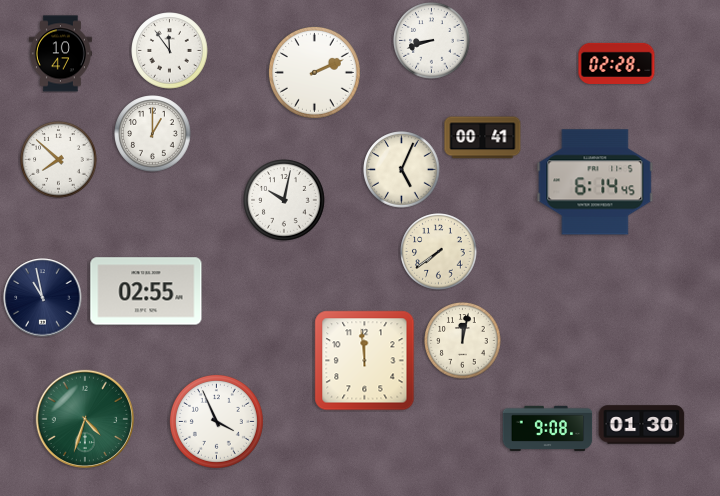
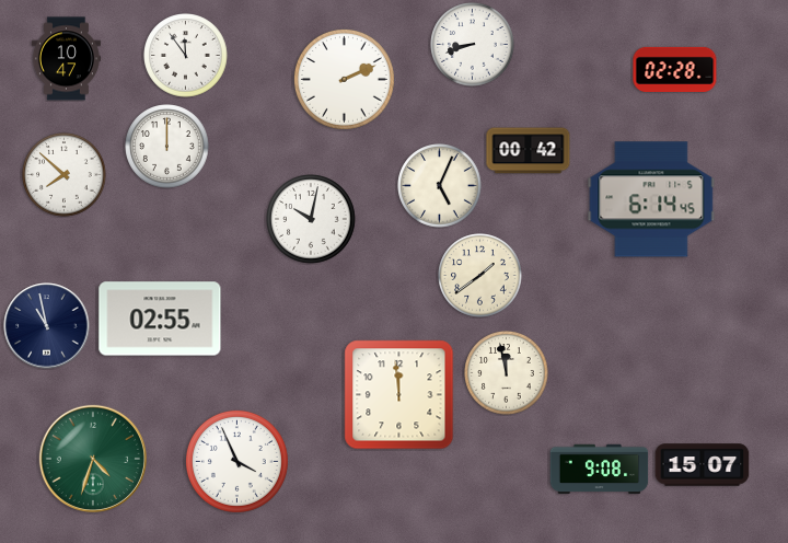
clock at (153, 134): 1:00 -> 12:00
clock at (483, 138): 00:41 -> 00:42
clock at (439, 252): 7:39 -> 1:39
clock at (463, 341): 12:02 -> 11:58
clock at (642, 425): 01:30 -> 15:07
